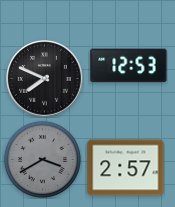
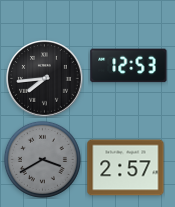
clock at (45, 79): 7:49 -> 7:44
